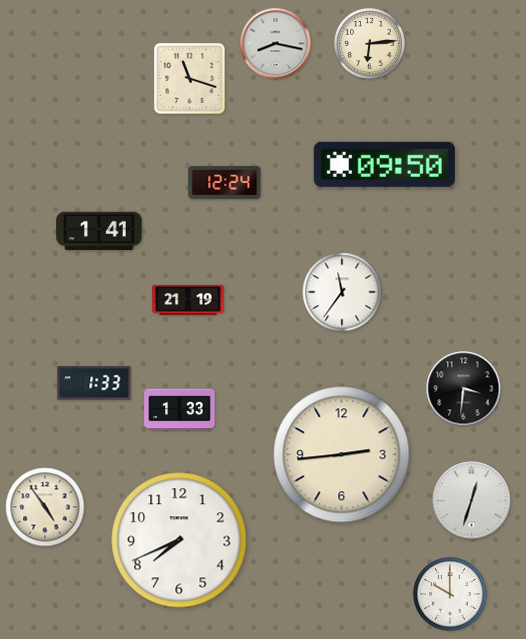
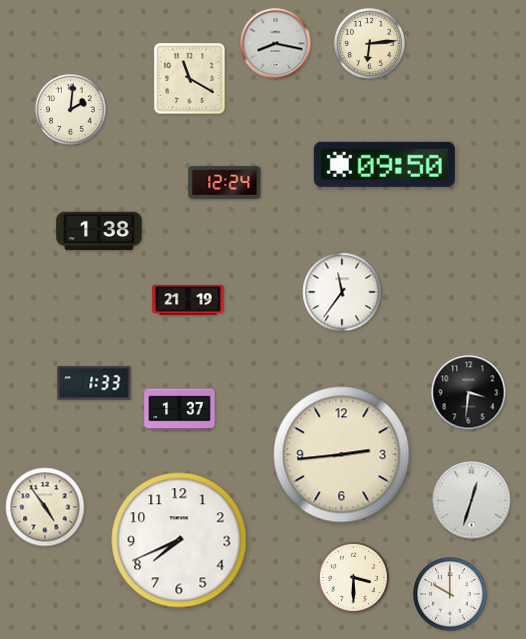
clock at (190, 79): 11:18 -> 11:20
clock at (70, 109): none -> 2:01
clock at (99, 231): 1:41 -> 1:38
clock at (464, 389) position: (464, 389) -> (469, 393)
clock at (180, 410): 1:33 -> 1:37
clock at (353, 577): none -> 3:30
